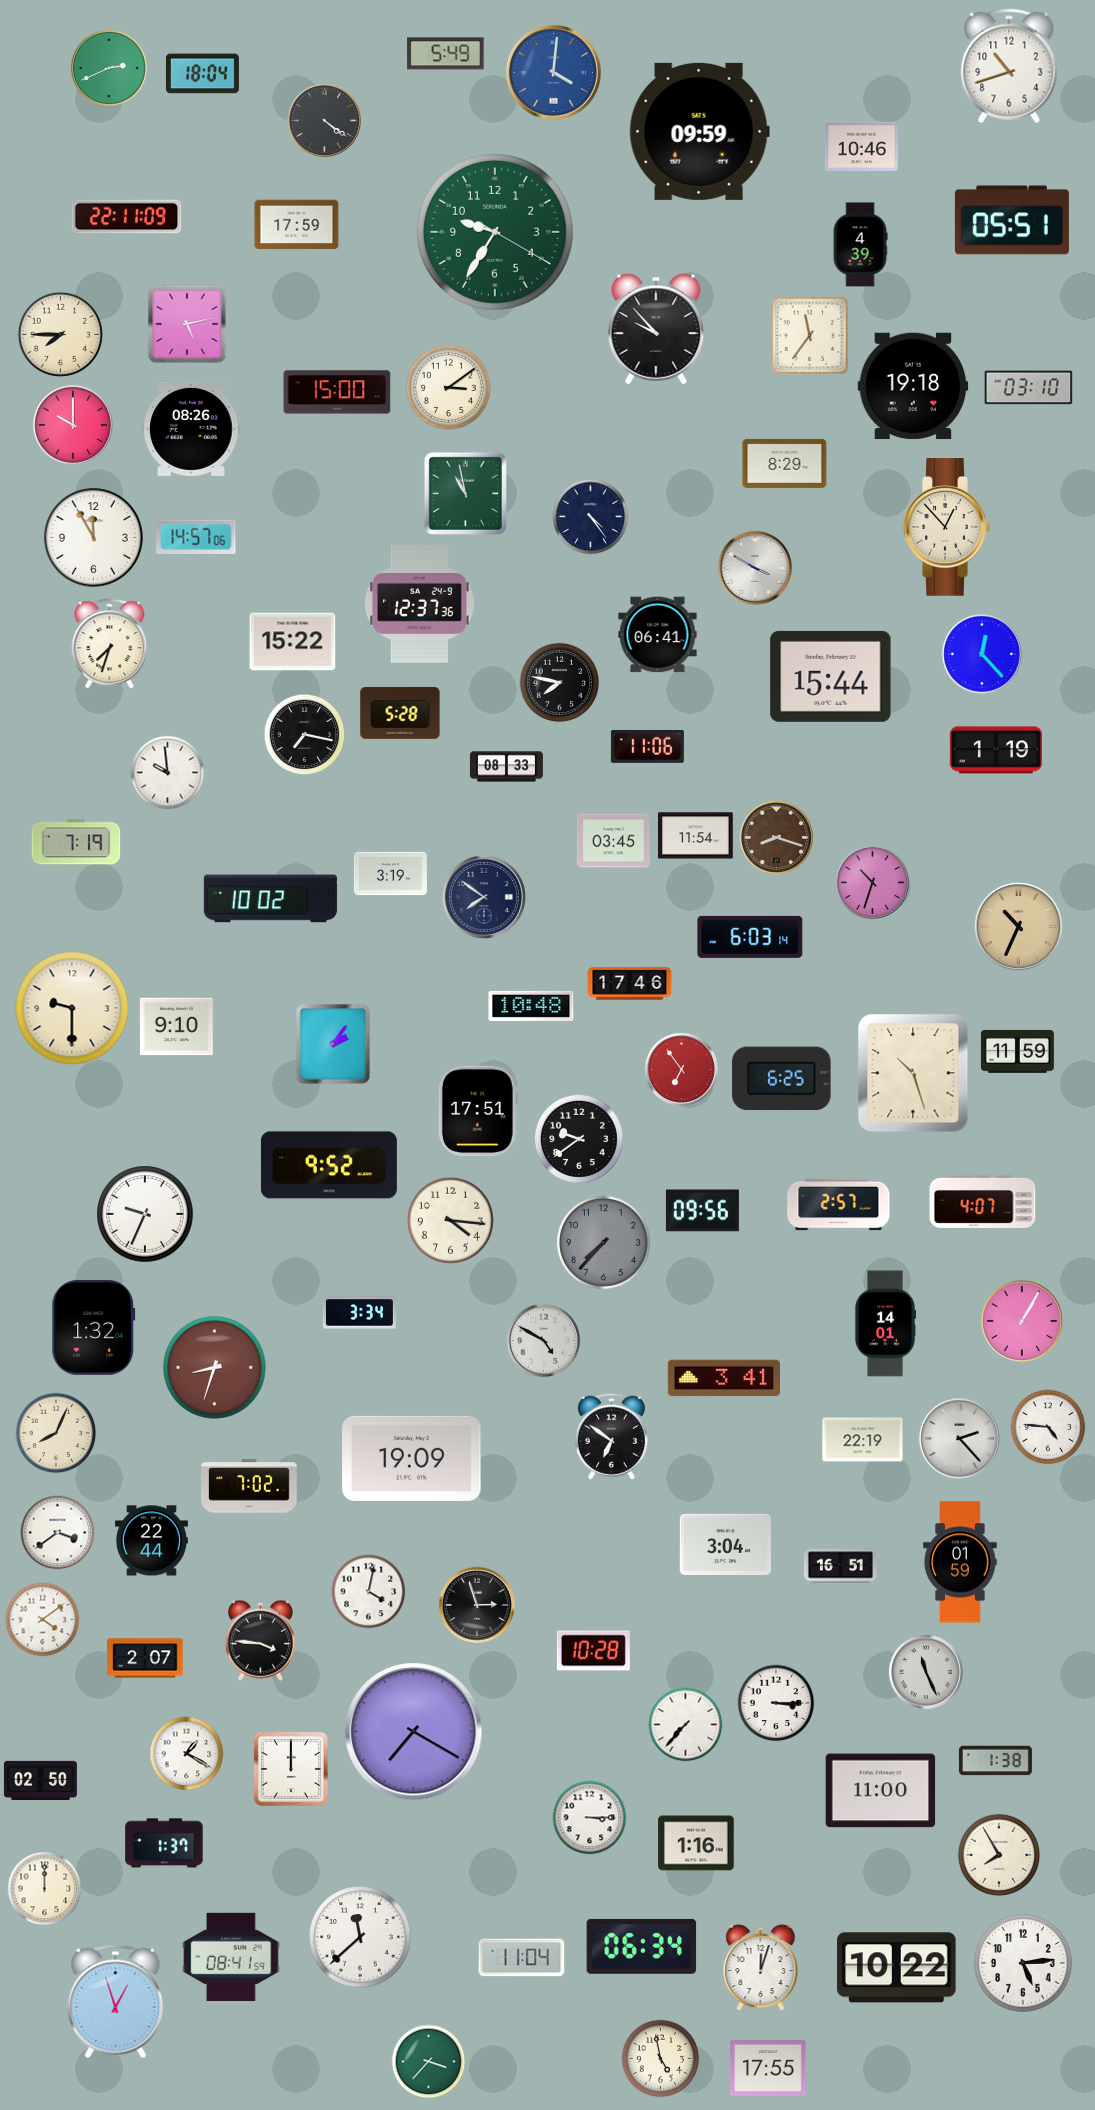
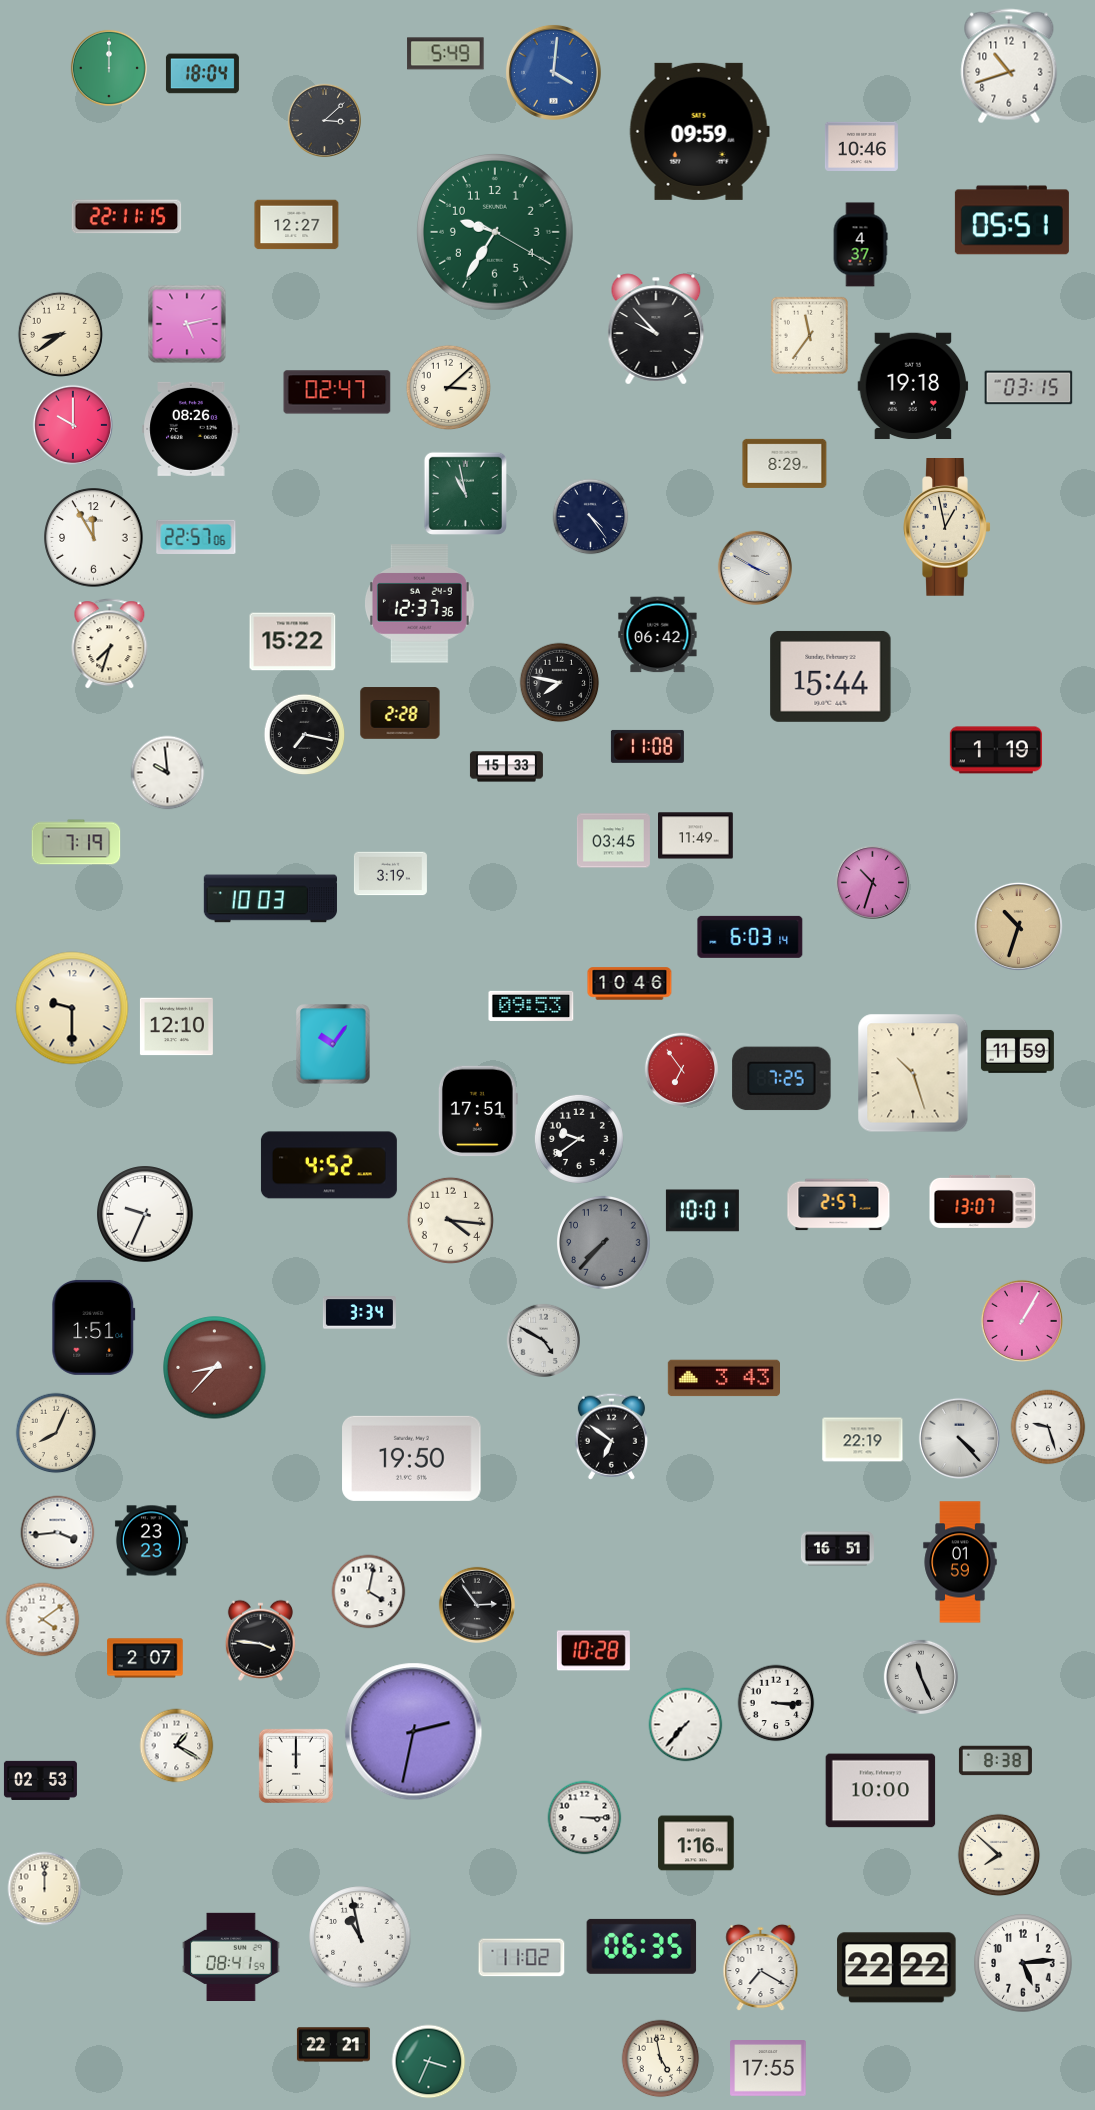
clock at (109, 68): 2:41 -> 12:00
clock at (324, 120): 4:21 -> 3:08
clock at (127, 217): 22:11:09 -> 22:11:15
clock at (297, 225): 17:59 -> 12:27
clock at (860, 245): 4:39 -> 4:37
clock at (60, 334): 7:45 -> 8:39
clock at (448, 387): 3:09 -> 3:08
clock at (1029, 388): 03:10 -> 03:15
clock at (337, 392): 15:00 -> 02:47
clock at (947, 528): 12:53 -> 12:58
clock at (196, 537): 14:57 -> 22:57
clock at (658, 635): 06:41 -> 06:42
clock at (982, 654): 12:23 -> none
clock at (400, 713): 5:28 -> 2:28
clock at (647, 746): 11:06 -> 11:08
clock at (506, 767): 08:33 -> 15:33
clock at (696, 836): 11:54 -> 11:49
clock at (776, 837): 8:18 -> none
clock at (484, 897): 7:51 -> none
clock at (270, 899): 10:02 -> 10:03
clock at (1018, 926): 10:34 -> 10:33
clock at (630, 984): 17:46 -> 10:46
clock at (531, 1006): 10:48 -> 09:53
clock at (176, 1027): 9:10 -> 12:10
clock at (333, 1044): 2:06 -> 10:06
clock at (782, 1079): 6:25 -> 7:25
clock at (329, 1165): 9:52 -> 4:52
clock at (983, 1201): 4:07 -> 13:07
clock at (702, 1211): 09:56 -> 10:01
clock at (884, 1324): 14:01 -> none
clock at (94, 1327): 1:32 -> 1:51
clock at (215, 1368): 8:33 -> 8:37
clock at (723, 1378): 3:41 -> 3:43
clock at (1048, 1427): 4:46 -> 9:27
clock at (959, 1438): 2:23 -> 4:23
clock at (412, 1458): 19:09 -> 19:50
clock at (249, 1486): 7:02 -> none
clock at (58, 1533): 3:39 -> 3:44
clock at (151, 1541): 22:44 -> 23:23
clock at (725, 1544): 3:04 -> none
clock at (840, 1566) position: (840, 1566) -> (837, 1549)
clock at (477, 1605): 2:57 -> 2:54
clock at (925, 1671) position: (925, 1671) -> (920, 1676)
clock at (414, 1732): 7:20 -> 2:32
clock at (187, 1754) position: (187, 1754) -> (177, 1746)
clock at (995, 1761): 1:38 -> 8:38
clock at (291, 1769) position: (291, 1769) -> (296, 1766)
clock at (40, 1780): 02:50 -> 02:53
clock at (881, 1791): 11:00 -> 10:00
clock at (590, 1818) position: (590, 1818) -> (585, 1818)
clock at (164, 1843): 1:37 -> none
clock at (999, 1855): 7:55 -> 7:52
clock at (360, 1937): 11:38 -> 10:58
clock at (642, 1946): 06:34 -> 06:35
clock at (522, 1958): 11:04 -> 11:02
clock at (761, 1968): 12:03 -> 7:20
clock at (897, 1968): 10:22 -> 22:22
clock at (116, 2002): 12:57 -> none
clock at (333, 2045): none -> 22:21
clock at (429, 2062): 3:37 -> 3:34
